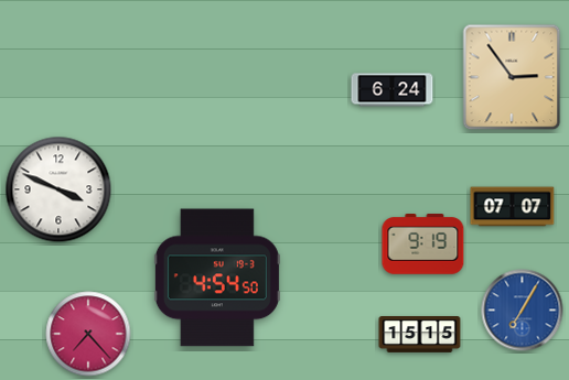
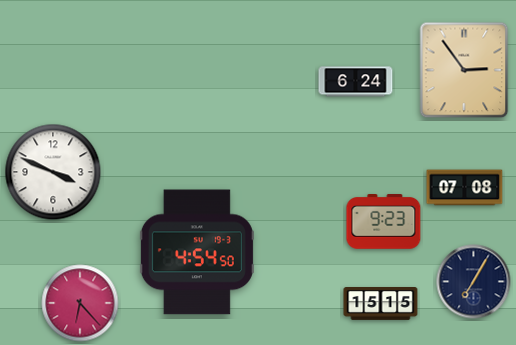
clock at (513, 207): 07:07 -> 07:08
clock at (423, 245): 9:19 -> 9:23
clock at (523, 311) dial: blue -> navy
clock at (88, 334): 7:23 -> 6:23
